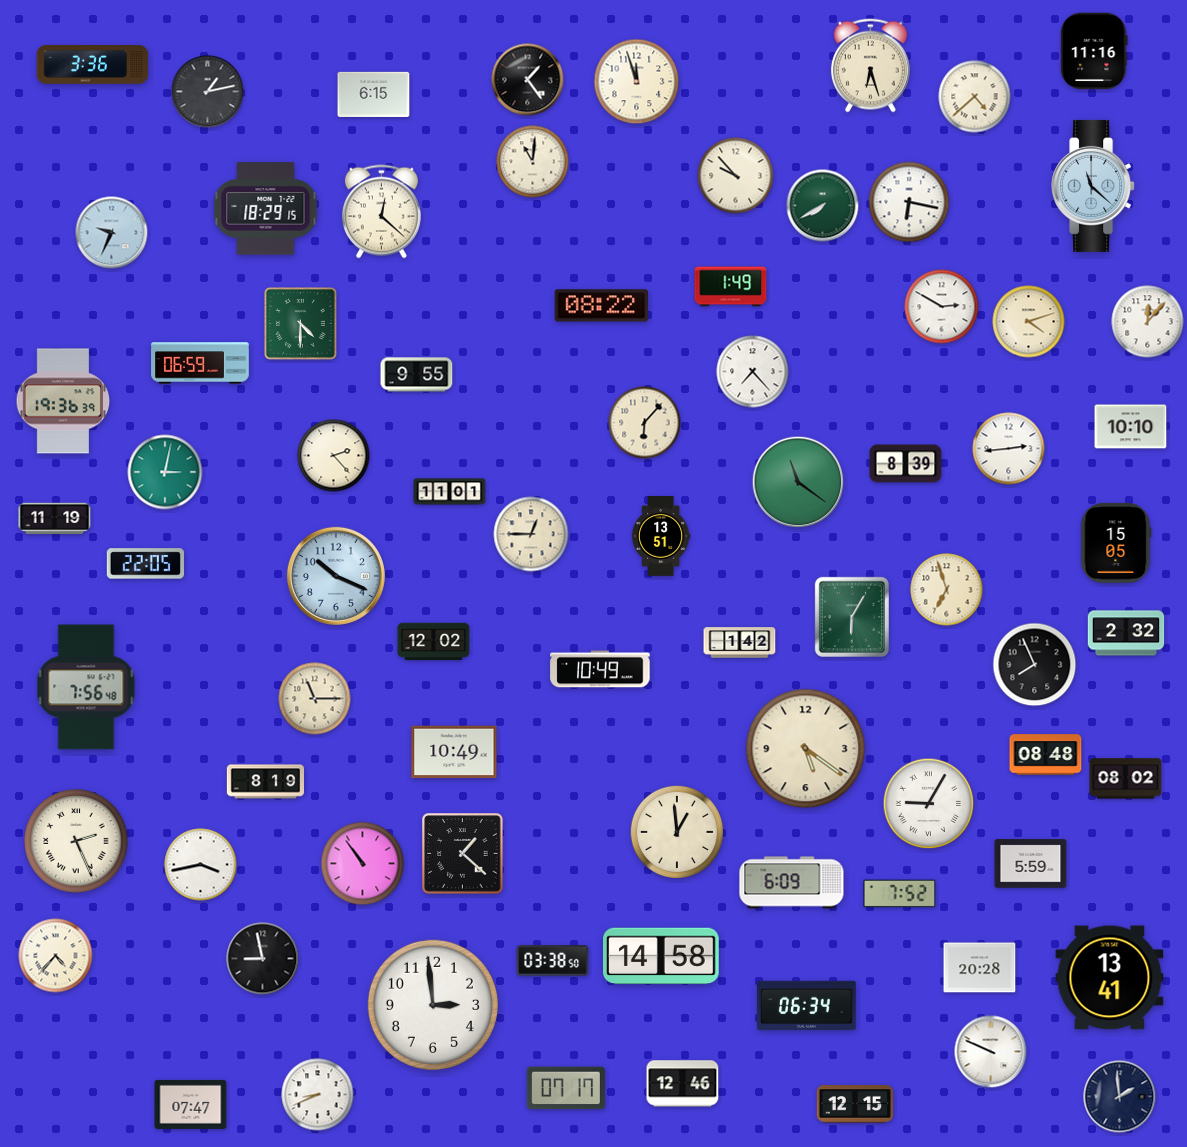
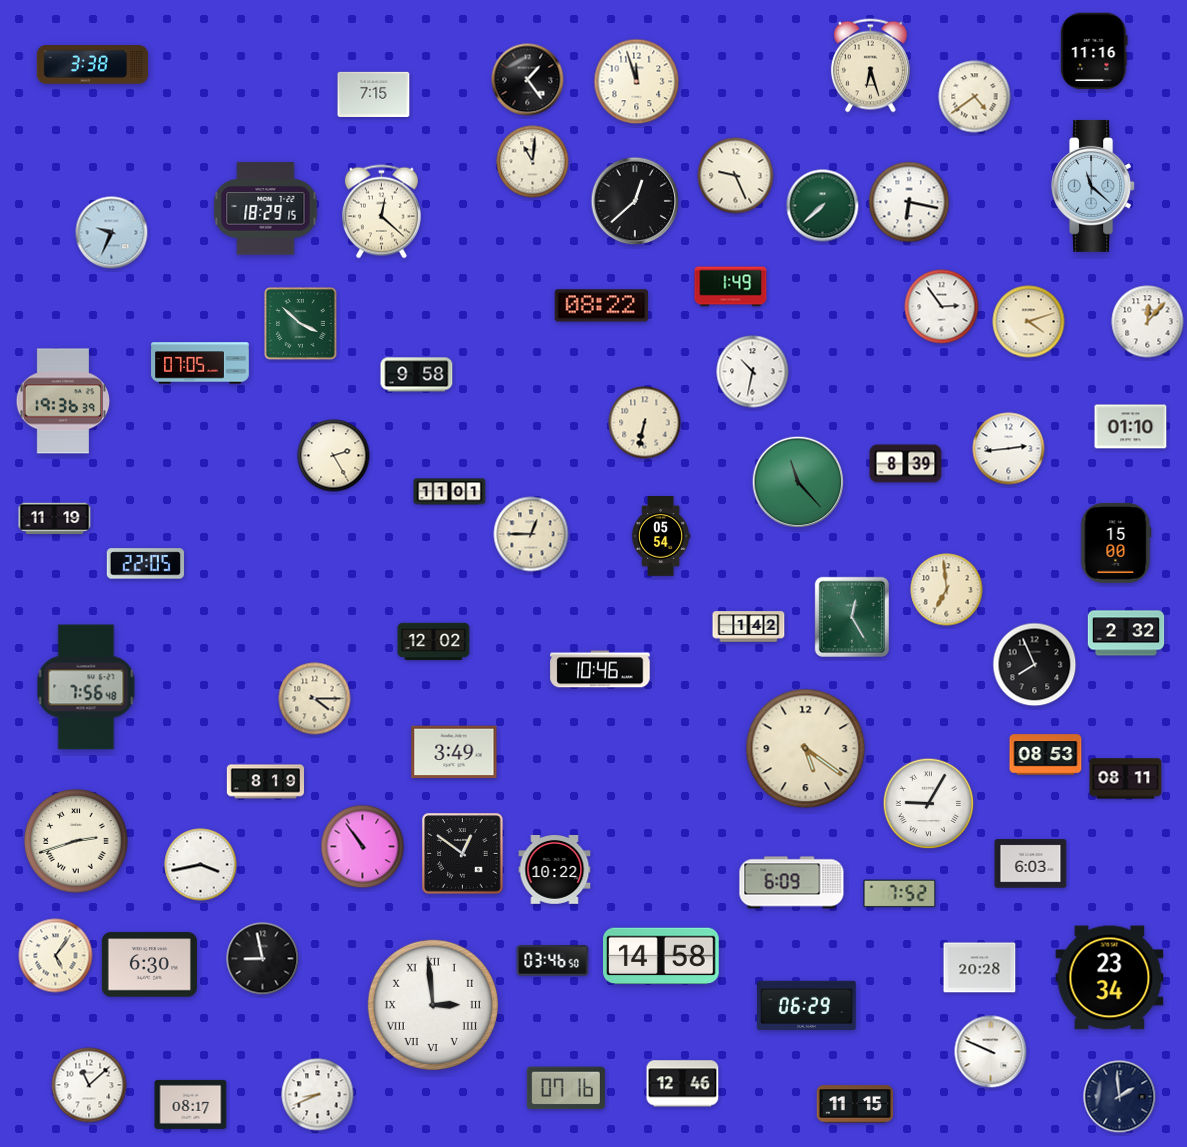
clock at (93, 65): 3:36 -> 3:38
clock at (208, 92): 1:13 -> none
clock at (374, 94): 6:15 -> 7:15
clock at (975, 97): 4:38 -> 4:39
clock at (736, 176): 9:53 -> 9:26
clock at (635, 201): none -> 12:38
clock at (823, 206): 7:40 -> 7:38
clock at (942, 307): 2:50 -> 2:54
clock at (301, 324): 4:30 -> 3:52
clock at (200, 363): 06:59 -> 07:05
clock at (753, 372): 7:23 -> 10:32
clock at (417, 375): 9:55 -> 9:58
clock at (645, 423): 6:07 -> 6:32
clock at (1131, 427): 10:10 -> 01:10
clock at (334, 456): 2:23 -> 2:25
clock at (165, 472): 3:02 -> none
clock at (798, 482): 11:21 -> 11:23
clock at (661, 537): 13:51 -> 05:54
clock at (1116, 543): 15:05 -> 15:00
clock at (336, 576): 10:19 -> none
clock at (947, 590): 6:57 -> 6:59
clock at (852, 616): 6:05 -> 12:25
clock at (740, 643) position: (740, 643) -> (749, 627)
clock at (600, 669): 10:49 -> 10:46
clock at (315, 699): 11:15 -> 4:15
clock at (454, 752): 10:49 -> 3:49
clock at (1046, 755): 08:48 -> 08:53
clock at (1126, 779): 08:02 -> 08:11
clock at (677, 832): 12:59 -> none
clock at (76, 841): 2:26 -> 2:42
clock at (463, 854): 1:22 -> 12:51
clock at (363, 864) position: (363, 864) -> (363, 847)
clock at (1031, 864): 5:59 -> 6:03
clock at (555, 870): none -> 10:22
clock at (56, 956): 4:37 -> 5:06
clock at (553, 961): 03:38 -> 03:46
clock at (149, 965): none -> 6:30
clock at (1110, 978): 13:41 -> 23:34
clock at (433, 1005) numerals: Arabic -> Roman
clock at (807, 1005): 06:34 -> 06:29
clock at (89, 1085): none -> 11:08
clock at (566, 1088): 07:17 -> 07:16
clock at (191, 1104): 07:47 -> 08:17
clock at (855, 1104): 12:15 -> 11:15
